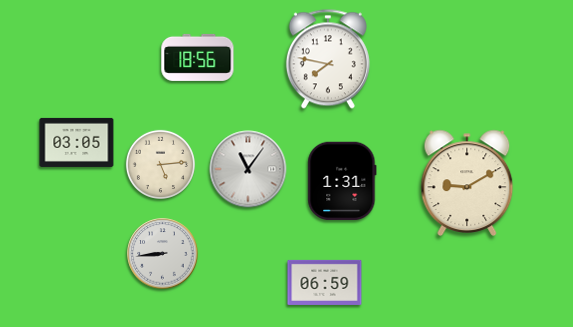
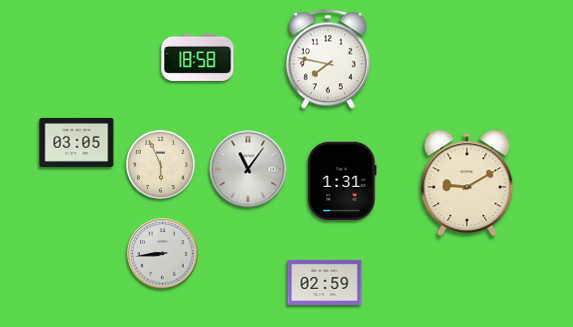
clock at (198, 57): 18:56 -> 18:58
clock at (160, 164): 5:14 -> 5:56
clock at (325, 282): 06:59 -> 02:59
